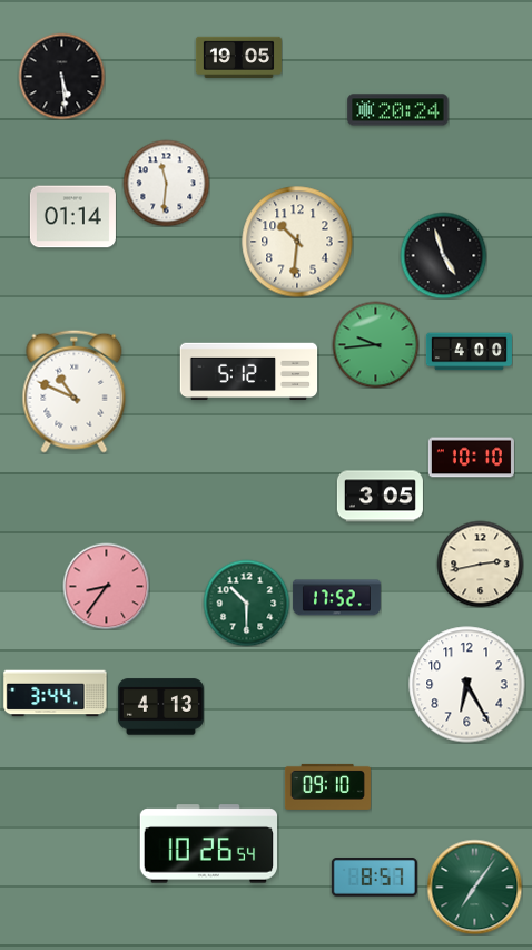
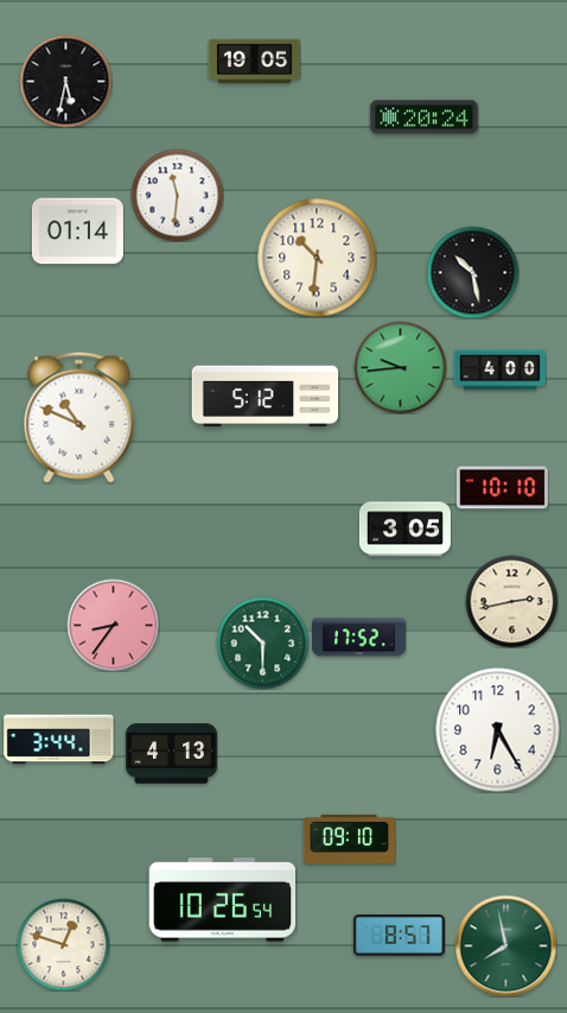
clock at (61, 76): 5:29 -> 5:32
clock at (443, 255): 4:57 -> 10:28
clock at (469, 352) position: (469, 352) -> (499, 371)
clock at (63, 944): none -> 12:48
clock at (474, 887): 7:06 -> 7:58
